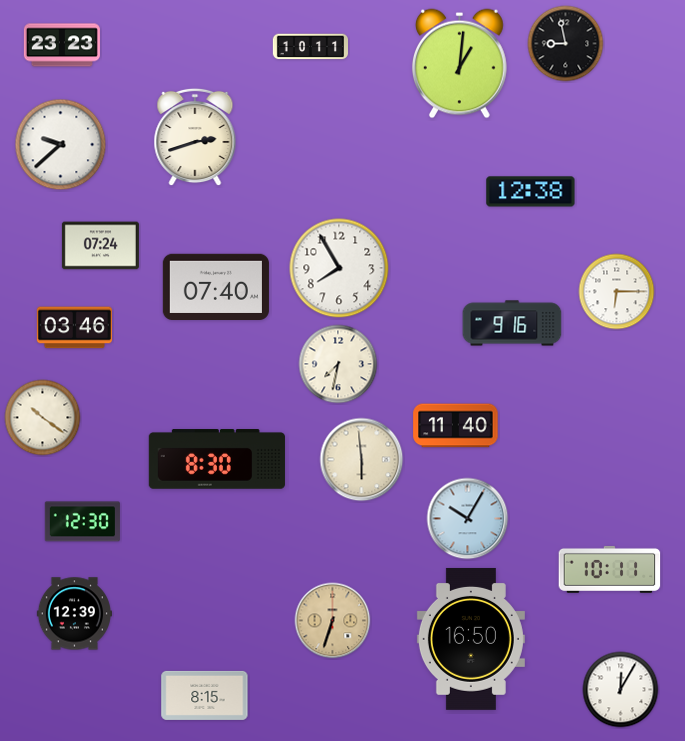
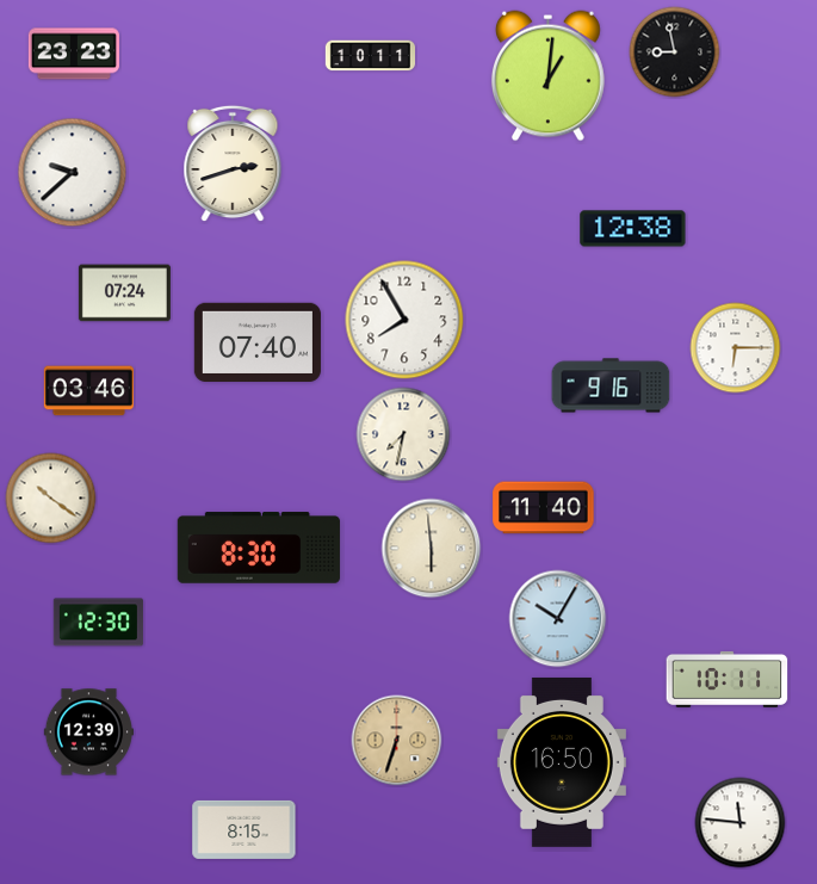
clock at (100, 246) position: (100, 246) -> (124, 293)
clock at (621, 690): 12:05 -> 11:46
